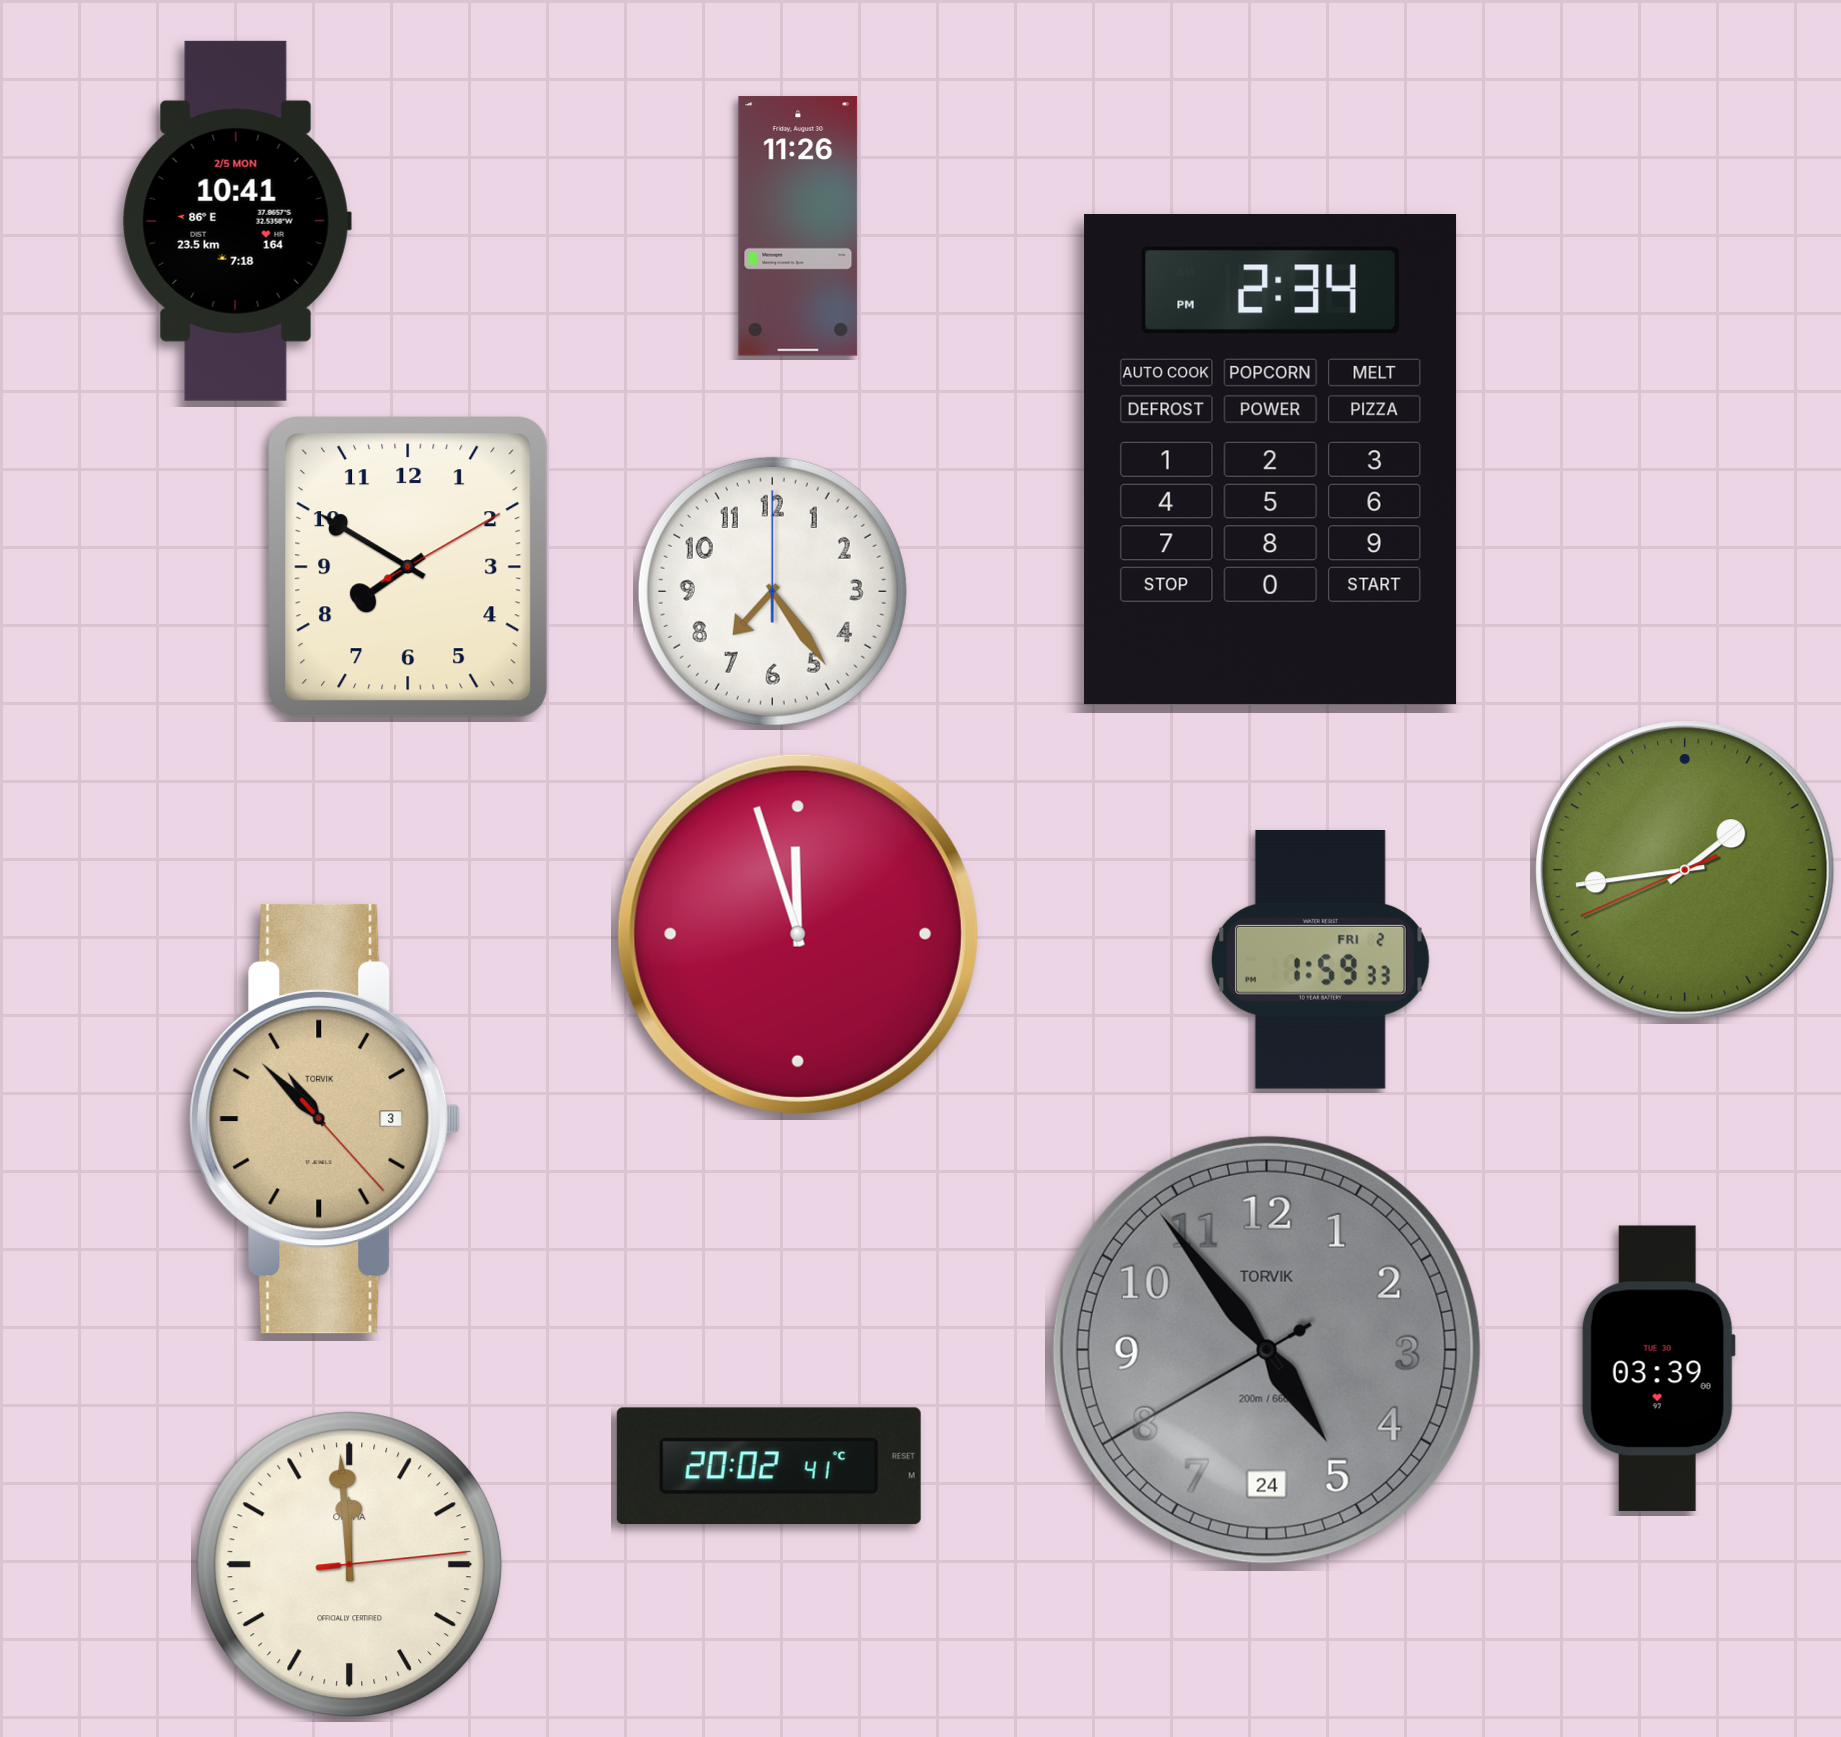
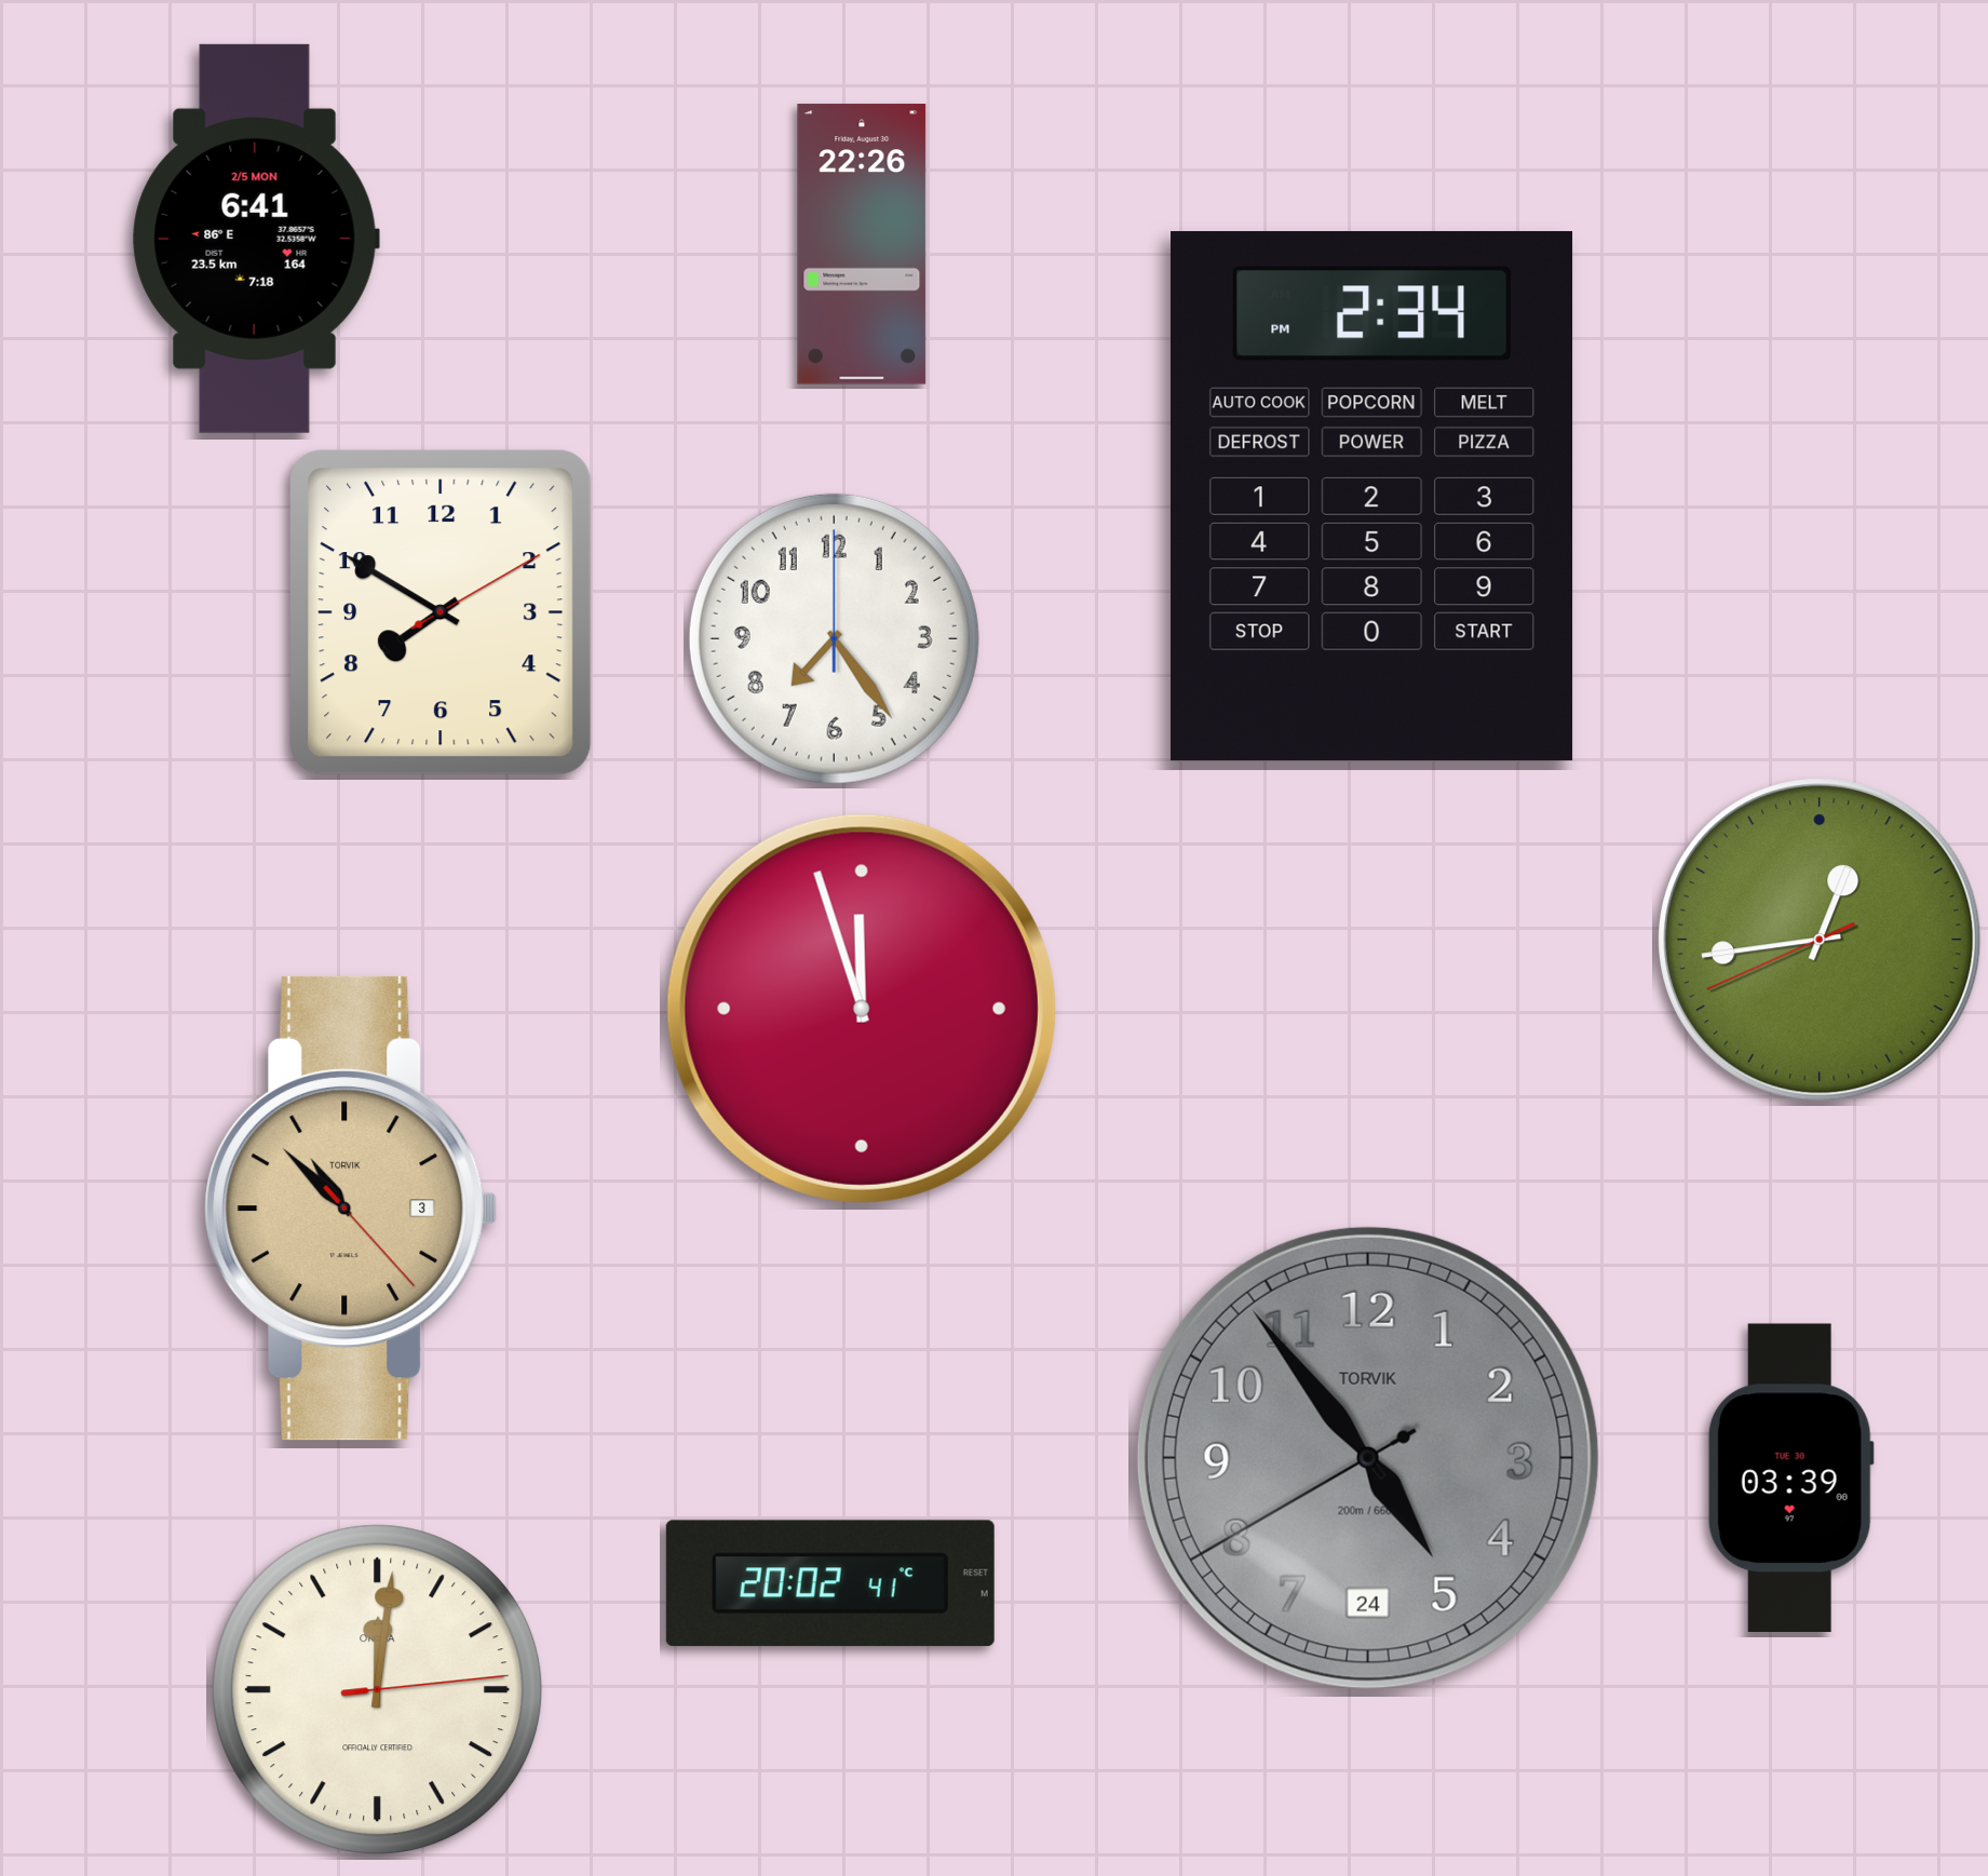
clock at (237, 221): 10:41 -> 6:41
clock at (798, 226): 11:26 -> 22:26
clock at (1686, 871): 1:43 -> 12:43
clock at (1320, 960): 1:59 -> none
clock at (350, 1565): 11:59 -> 12:01
